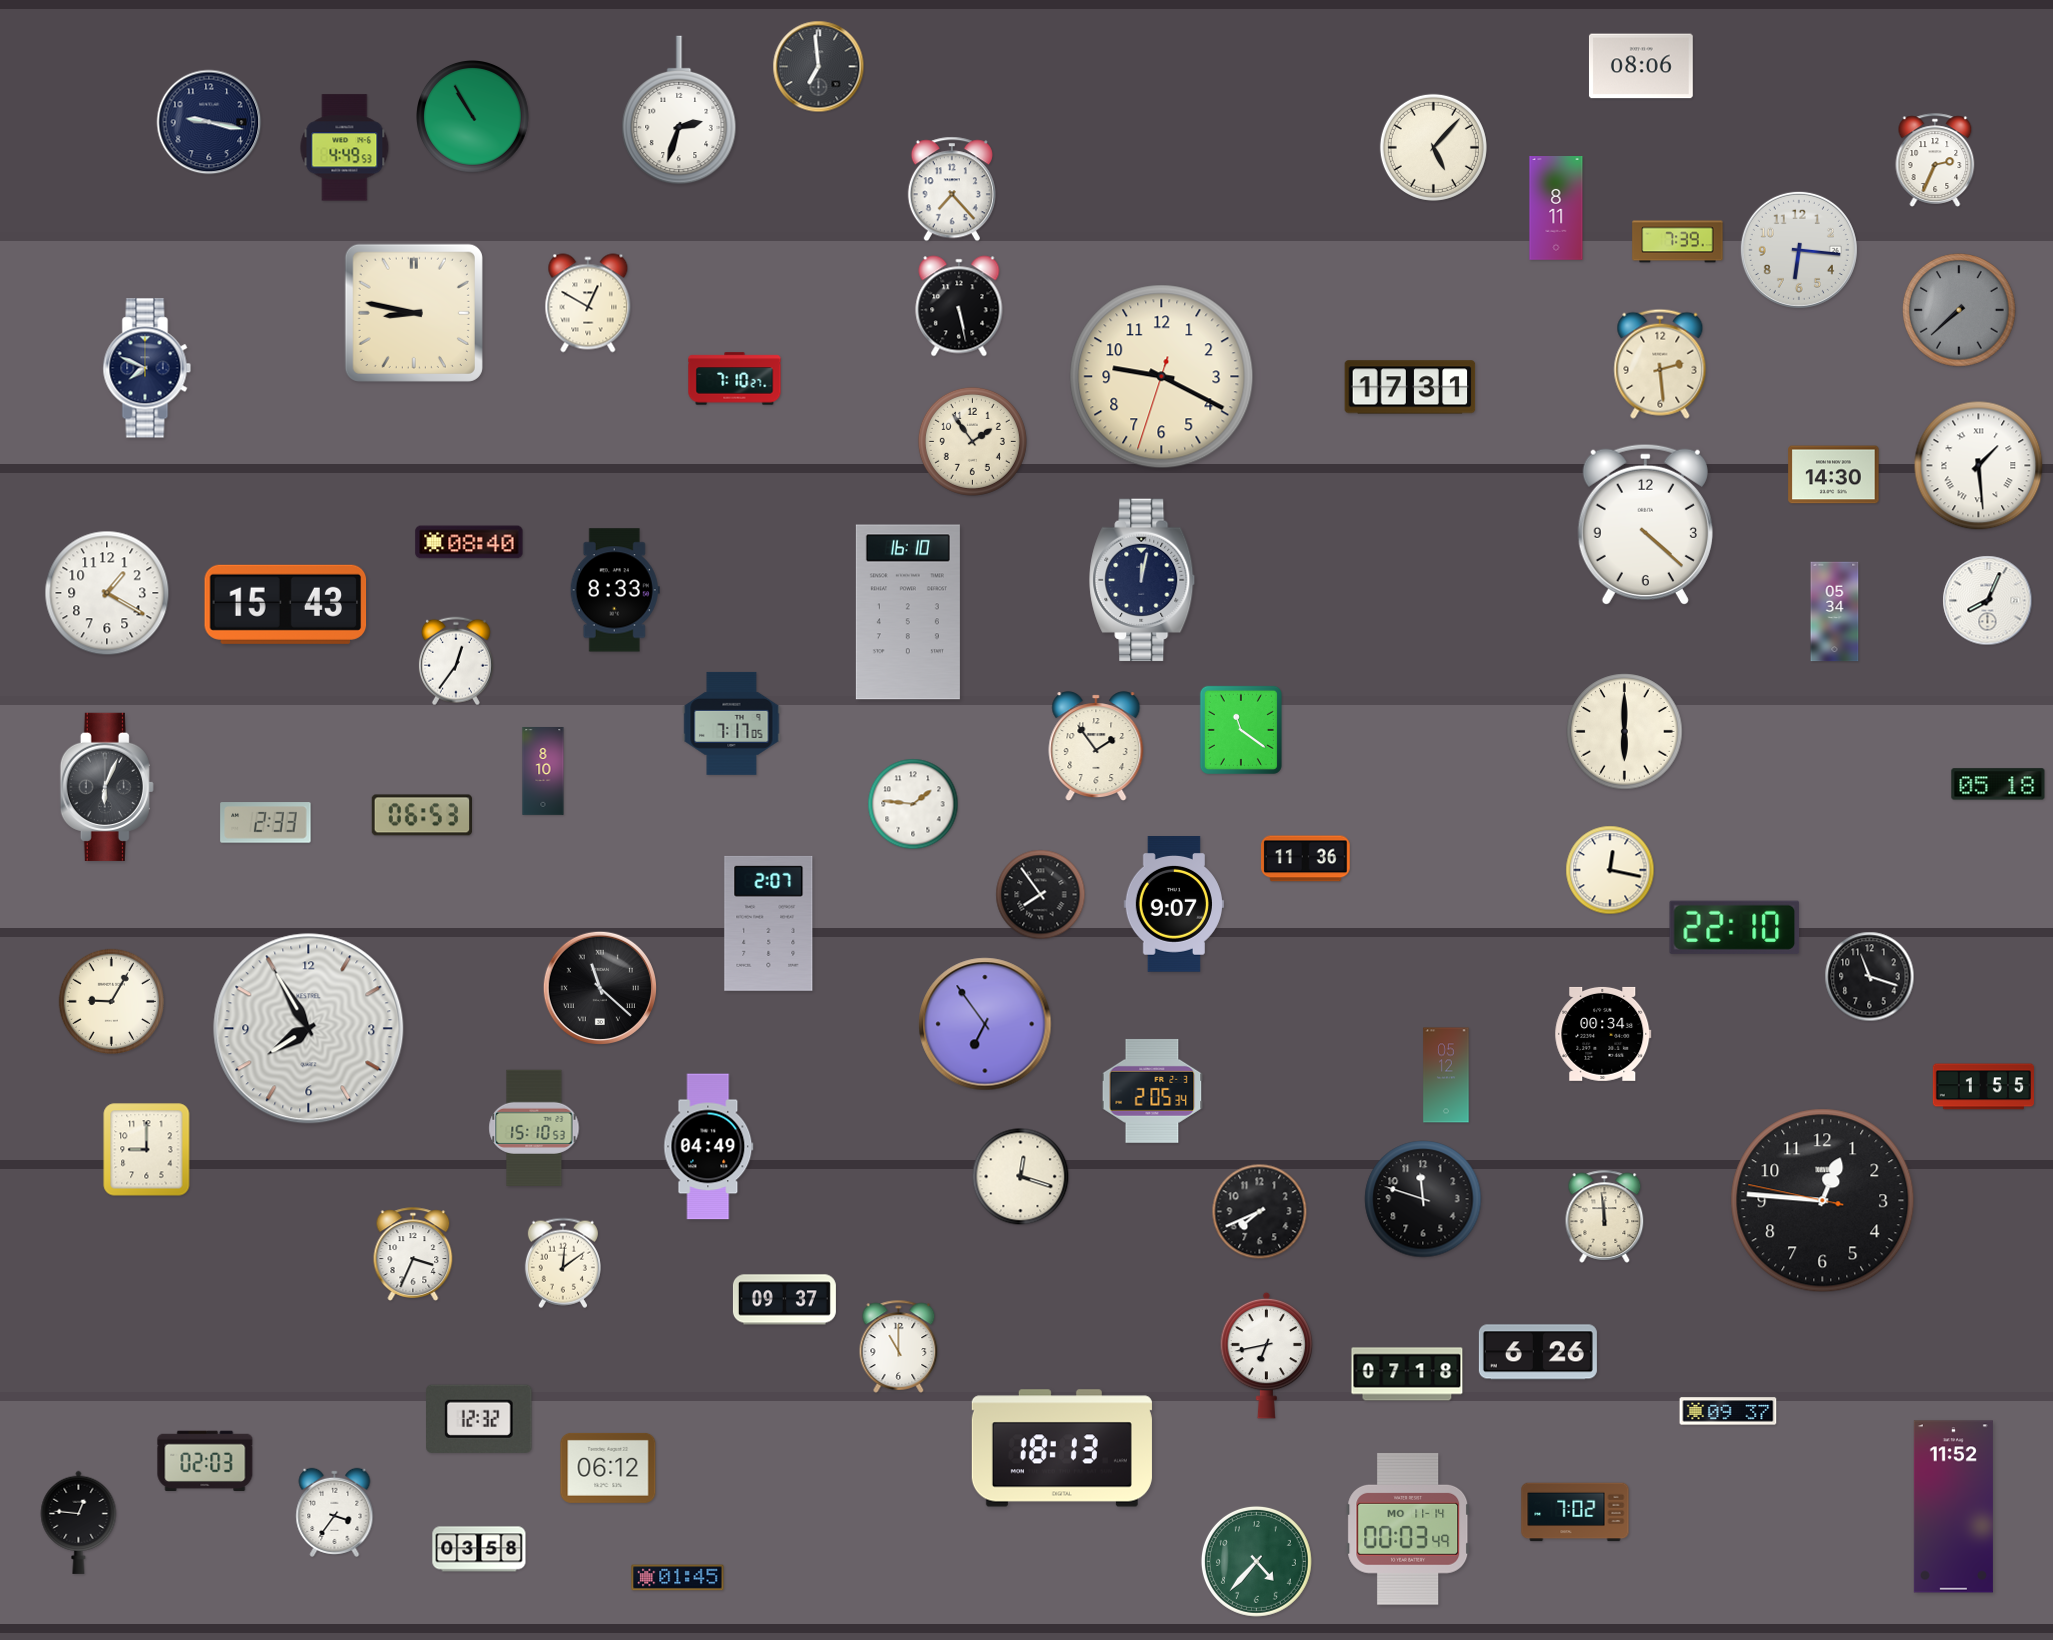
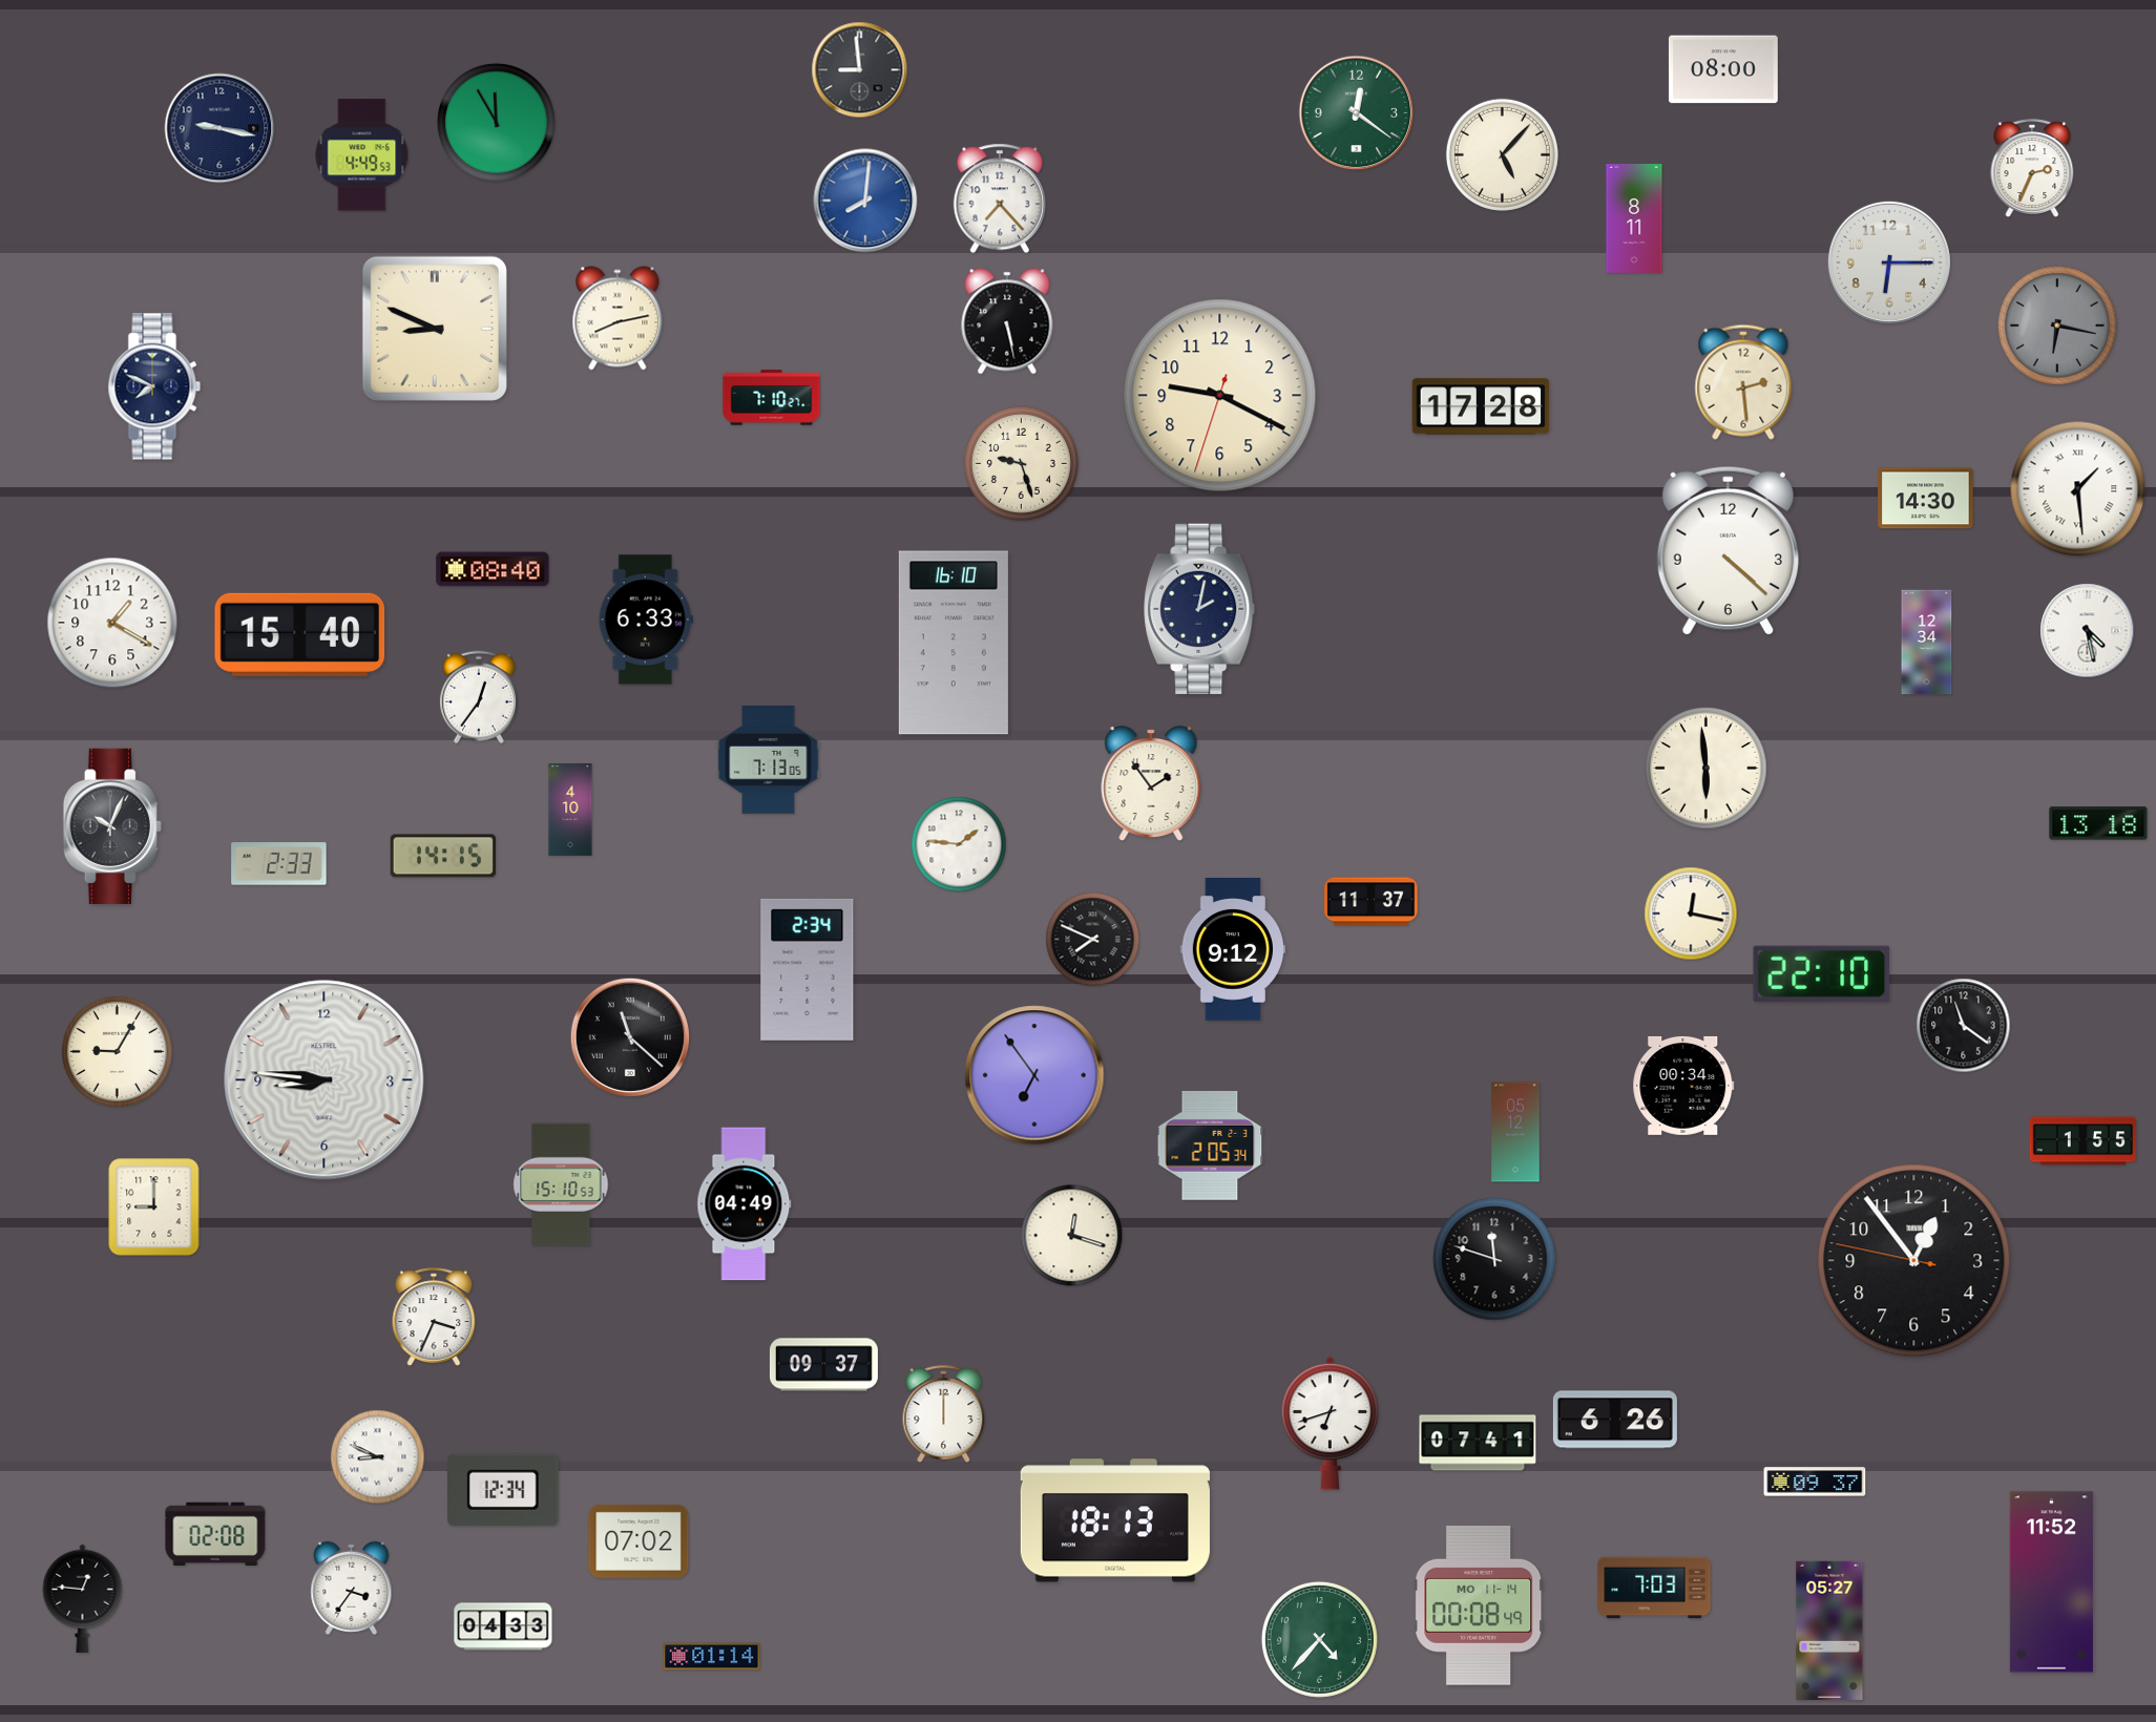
clock at (1641, 66): 08:06 -> 08:00
clock at (819, 67): 6:59 -> 8:59
clock at (1357, 113): none -> 12:21
clock at (679, 110): 2:33 -> none
clock at (473, 117): 10:55 -> 11:55
clock at (1433, 147) position: (1433, 147) -> (1502, 154)
clock at (865, 201): none -> 8:01
clock at (1678, 242): 7:39 -> none
clock at (1799, 250): 6:16 -> 6:15
clock at (588, 303): 12:50 -> 8:13
clock at (1959, 310): 7:38 -> 6:17
clock at (414, 313): 8:47 -> 8:49
clock at (1410, 387): 17:31 -> 17:28
clock at (972, 441): 1:54 -> 9:27
clock at (1143, 580): 12:02 -> 2:02
clock at (615, 590): 8:33 -> 6:33
clock at (1988, 601): 8:04 -> 4:28
clock at (286, 604): 15:43 -> 15:40
clock at (1835, 612): 05:34 -> 12:34
clock at (456, 661) position: (456, 661) -> (479, 697)
clock at (732, 723): 7:17 -> 7:13
clock at (1241, 730): 11:21 -> none
clock at (1625, 732): 6:00 -> 5:59
clock at (543, 772): 8:10 -> 4:10
clock at (1998, 784): 05:18 -> 13:18
clock at (107, 787): 6:04 -> 10:04
clock at (421, 815): 06:53 -> 14:15
clock at (1306, 859): 11:36 -> 11:37
clock at (1041, 895): 7:54 -> 7:49
clock at (1174, 905): 9:07 -> 9:12
clock at (769, 923): 2:07 -> 2:34
clock at (1870, 977): 11:18 -> 11:21
clock at (309, 1029): 7:55 -> 8:46
clock at (1446, 1075) position: (1446, 1075) -> (1515, 1132)
clock at (1823, 1201): 12:45 -> 12:53
clock at (1260, 1212): 7:41 -> none
clock at (1605, 1216): 11:59 -> none
clock at (563, 1263): 12:09 -> none
clock at (899, 1346): 11:00 -> 12:00
clock at (1267, 1355): 6:43 -> 6:42
clock at (1407, 1374): 07:18 -> 07:41
clock at (378, 1457): none -> 8:49
clock at (480, 1419): 12:32 -> 12:34
clock at (205, 1460): 02:03 -> 02:08
clock at (608, 1468): 06:12 -> 07:02
clock at (1575, 1512): 7:02 -> 7:03
clock at (1408, 1529): 00:03 -> 00:08
clock at (479, 1549): 03:58 -> 04:33
clock at (1829, 1630): none -> 05:27
clock at (678, 1578): 01:45 -> 01:14
